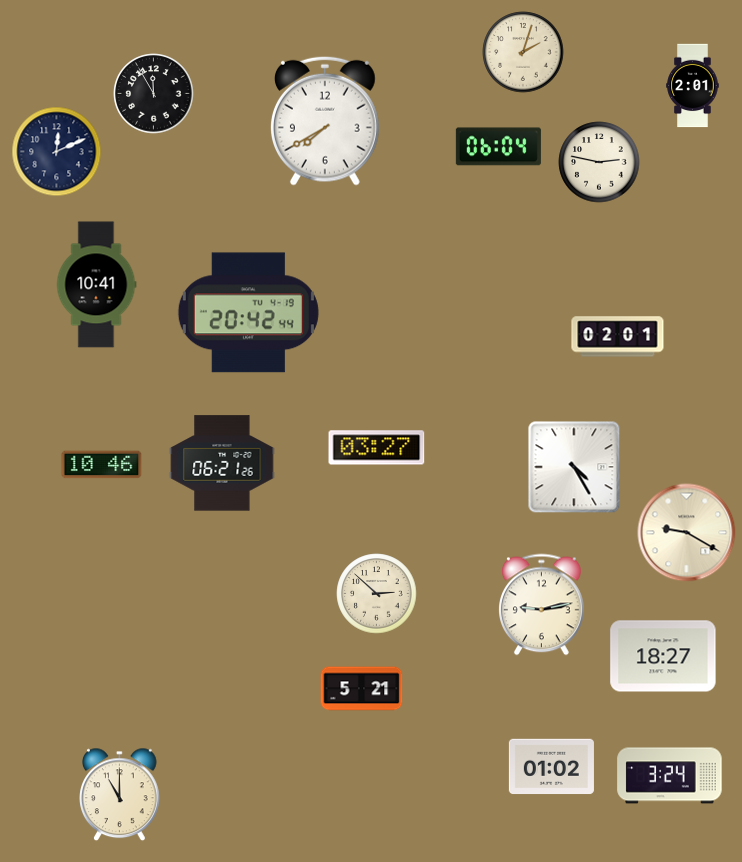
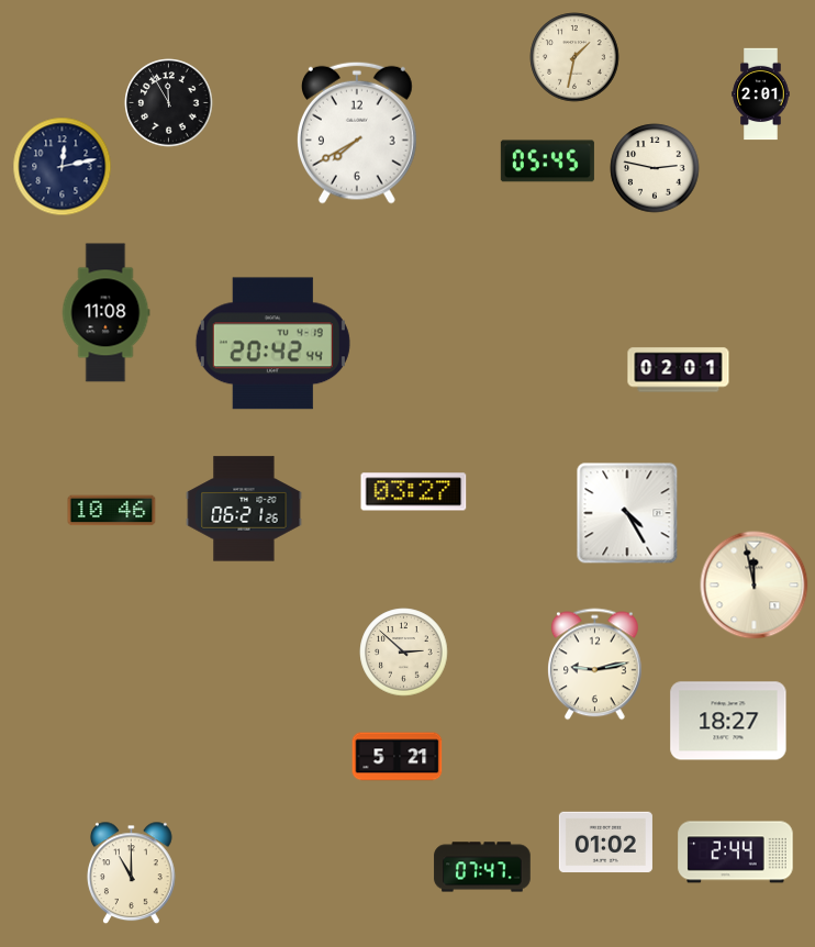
clock at (523, 52): 2:03 -> 1:32
clock at (498, 147): 06:04 -> 05:45
clock at (57, 152): 12:11 -> 12:13
clock at (599, 162) position: (599, 162) -> (655, 168)
clock at (96, 285): 10:41 -> 11:08
clock at (574, 467) position: (574, 467) -> (627, 513)
clock at (687, 533): 9:20 -> 11:58
clock at (377, 594) position: (377, 594) -> (404, 653)
clock at (670, 776): 3:24 -> 2:44
clock at (482, 867): none -> 07:47
